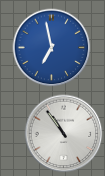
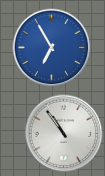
clock at (51, 47): 6:58 -> 6:55
